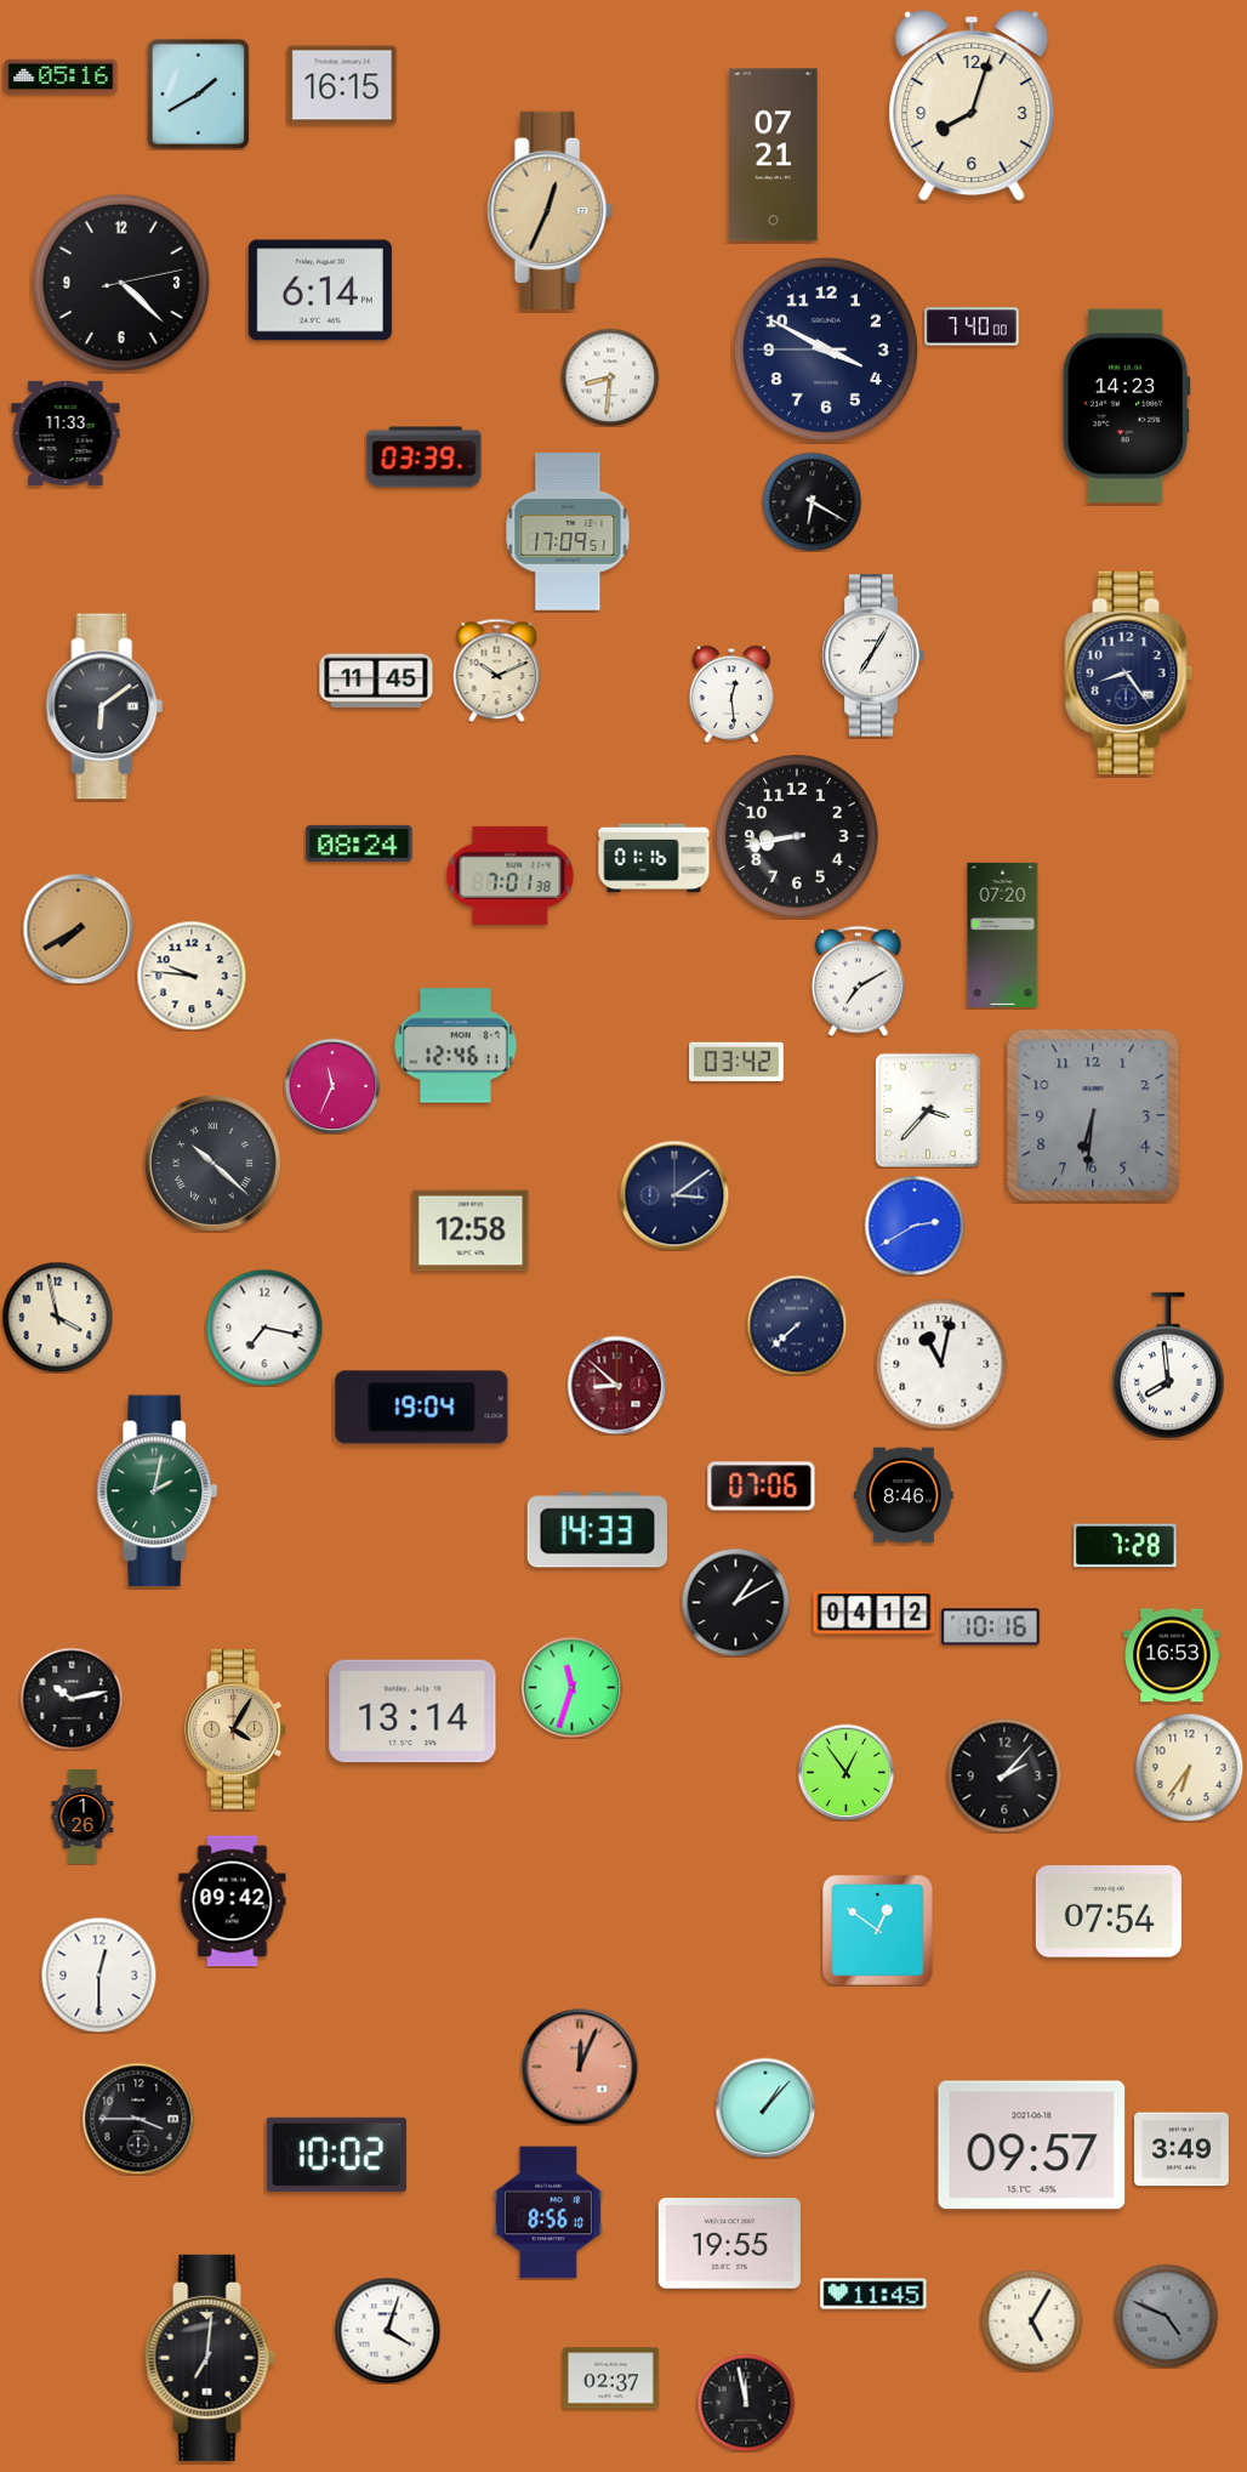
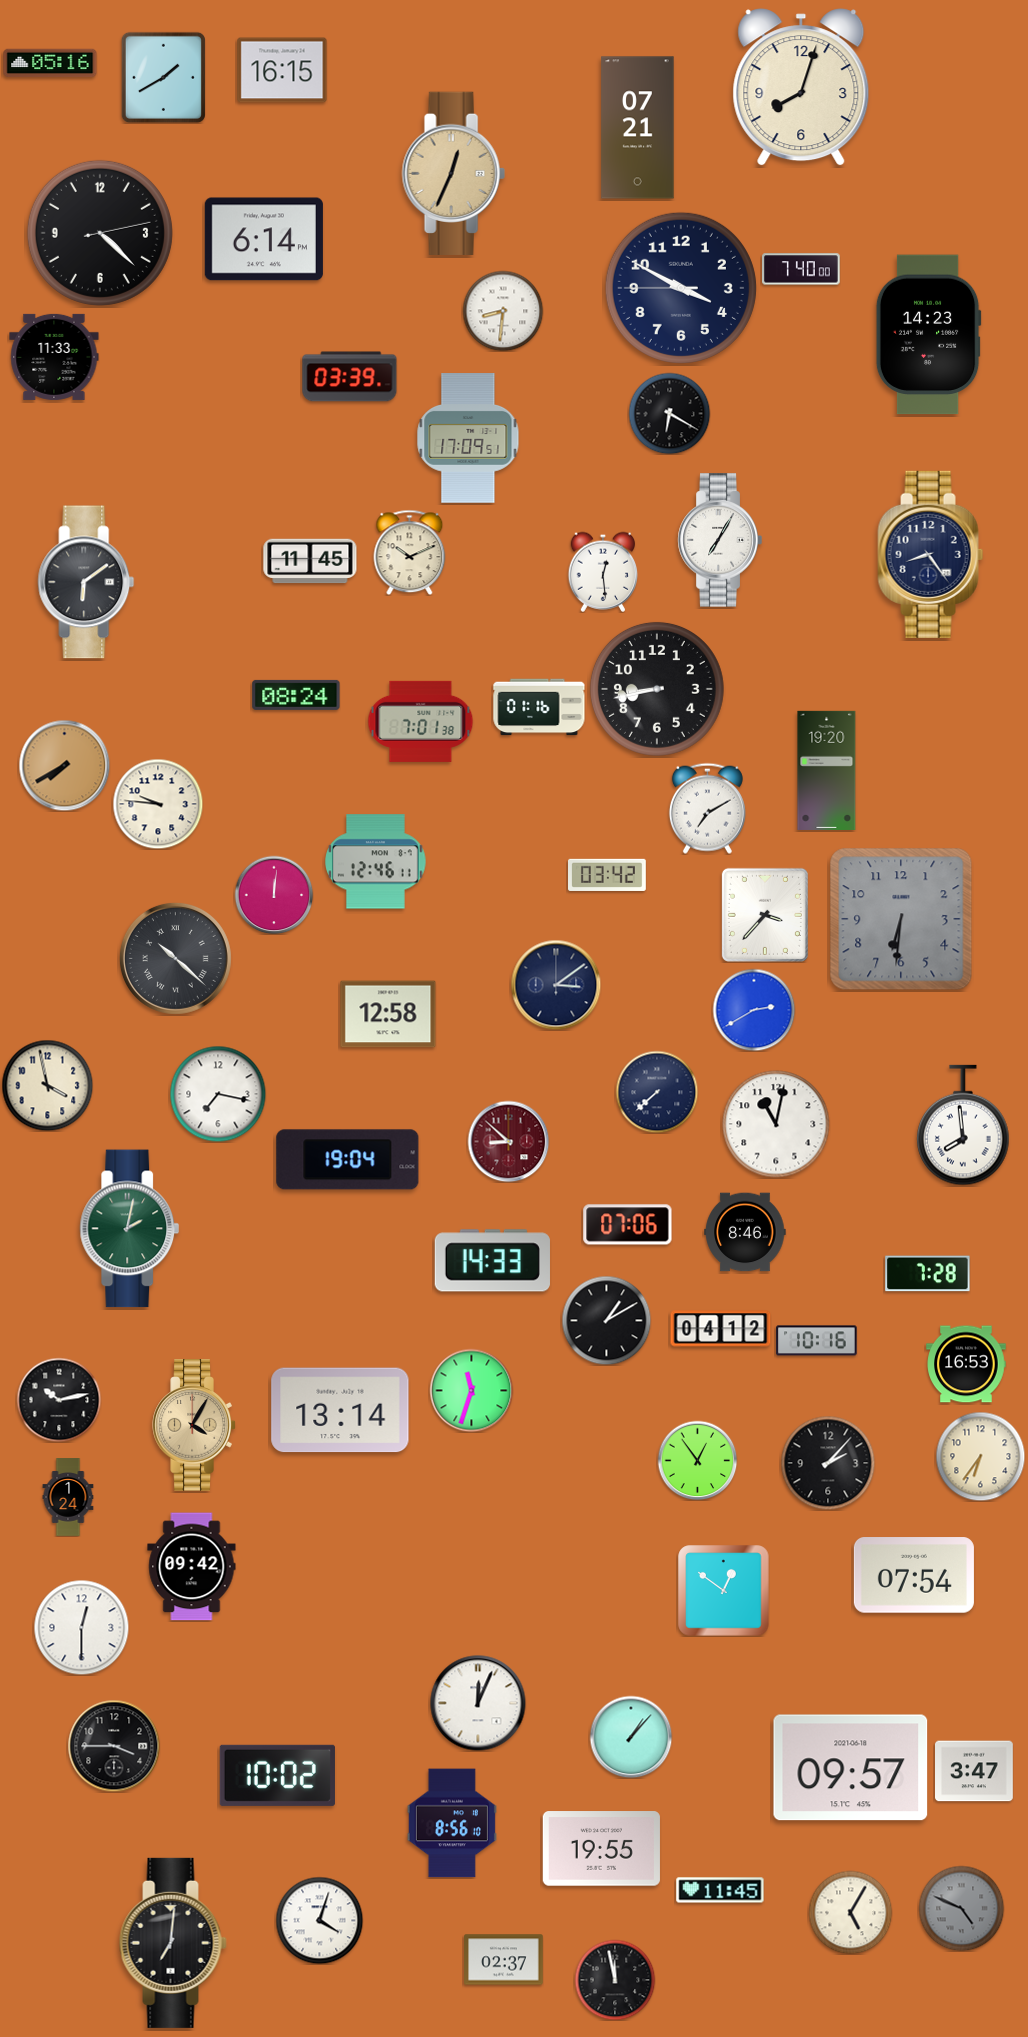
clock at (1003, 934): 07:20 -> 19:20
clock at (332, 1086): 11:34 -> 12:01
clock at (82, 1817): 1:26 -> 1:24
clock at (580, 2067) dial: salmon -> white
clock at (1183, 2149): 3:49 -> 3:47
